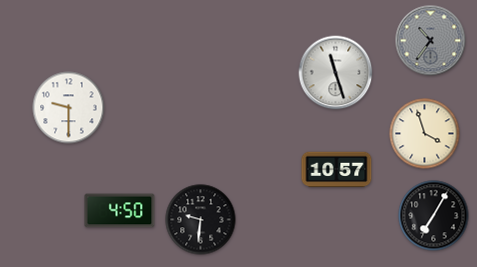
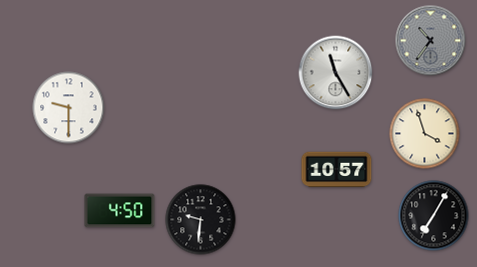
clock at (336, 73): 11:27 -> 11:25
